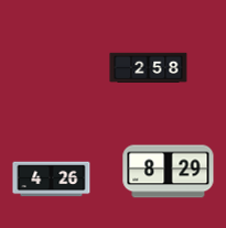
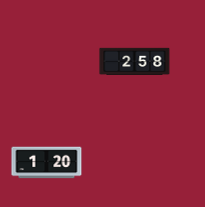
clock at (169, 172): 8:29 -> none
clock at (52, 180): 4:26 -> 1:20
